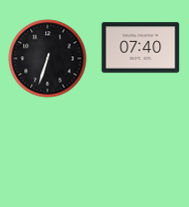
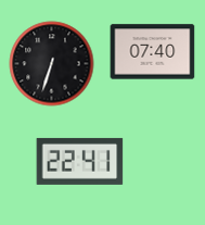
clock at (79, 161): none -> 22:41
